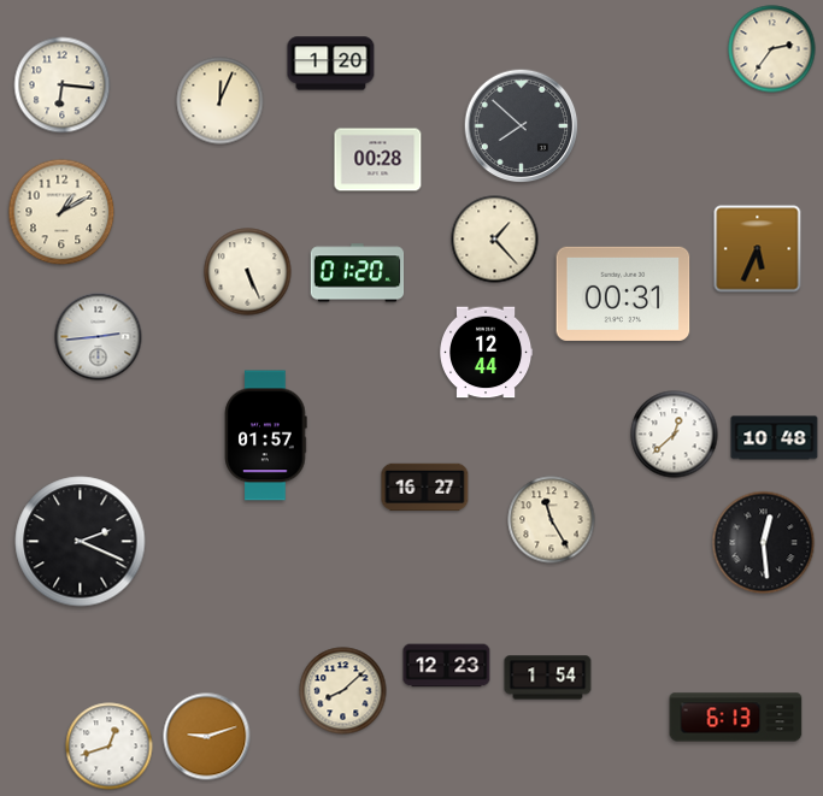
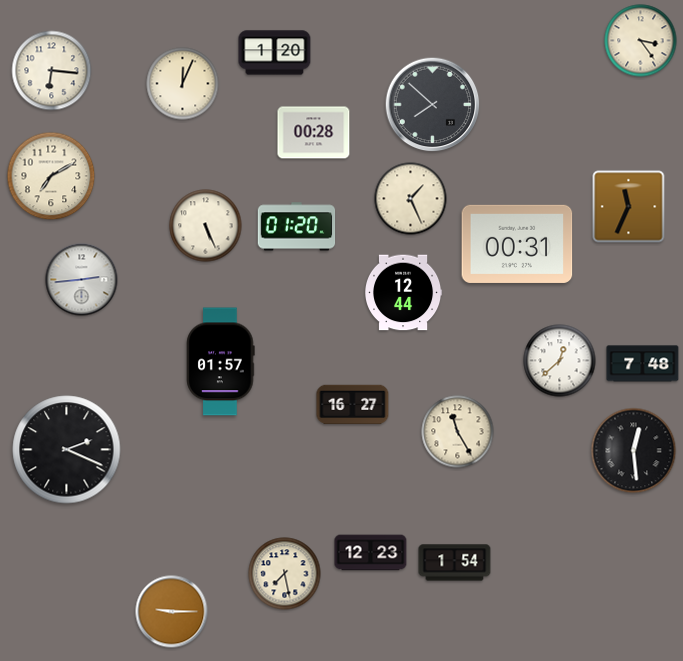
clock at (772, 49): 2:36 -> 3:24
clock at (61, 212): 1:10 -> 7:10
clock at (495, 240): 1:23 -> 1:26
clock at (758, 249): 5:34 -> 11:34
clock at (775, 438): 10:48 -> 7:48
clock at (343, 691): 8:08 -> 7:28
clock at (736, 718): 6:13 -> none
clock at (207, 737): 9:12 -> 9:15
clock at (110, 747): 12:42 -> none
